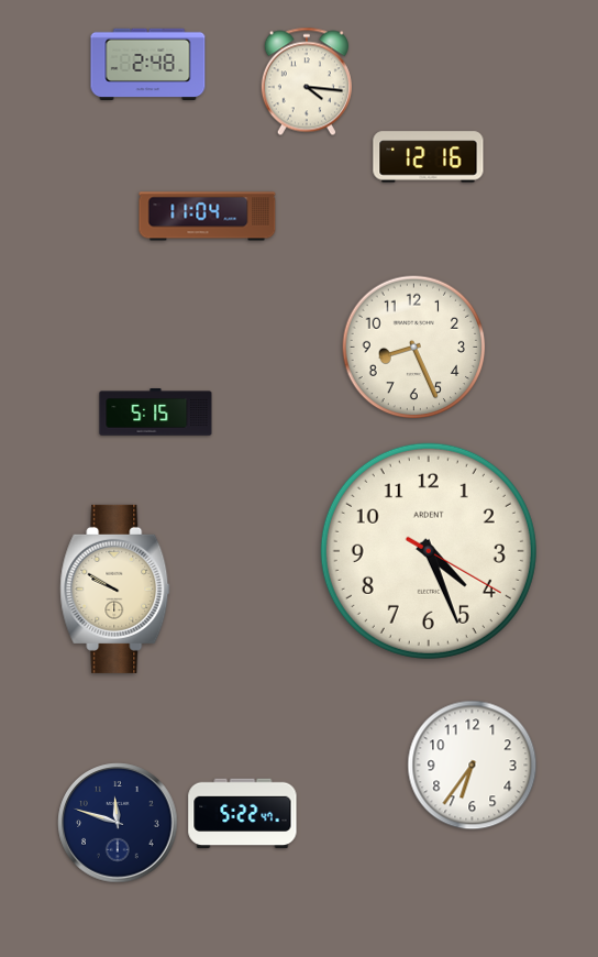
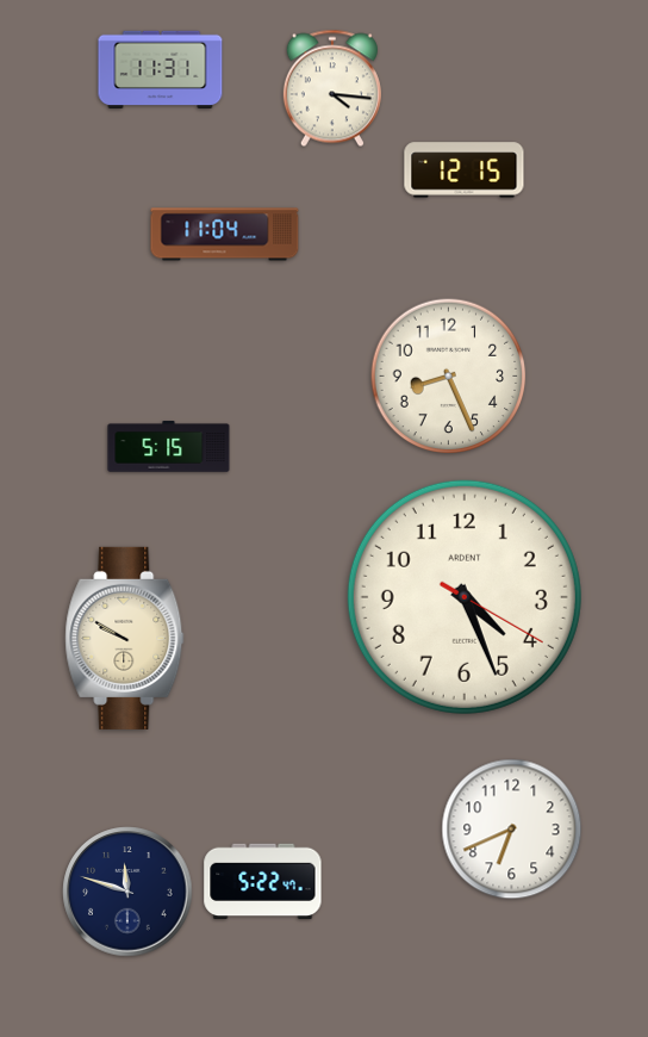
clock at (148, 64): 2:48 -> 11:31
clock at (429, 157): 12:16 -> 12:15
clock at (473, 766): 6:36 -> 6:41
